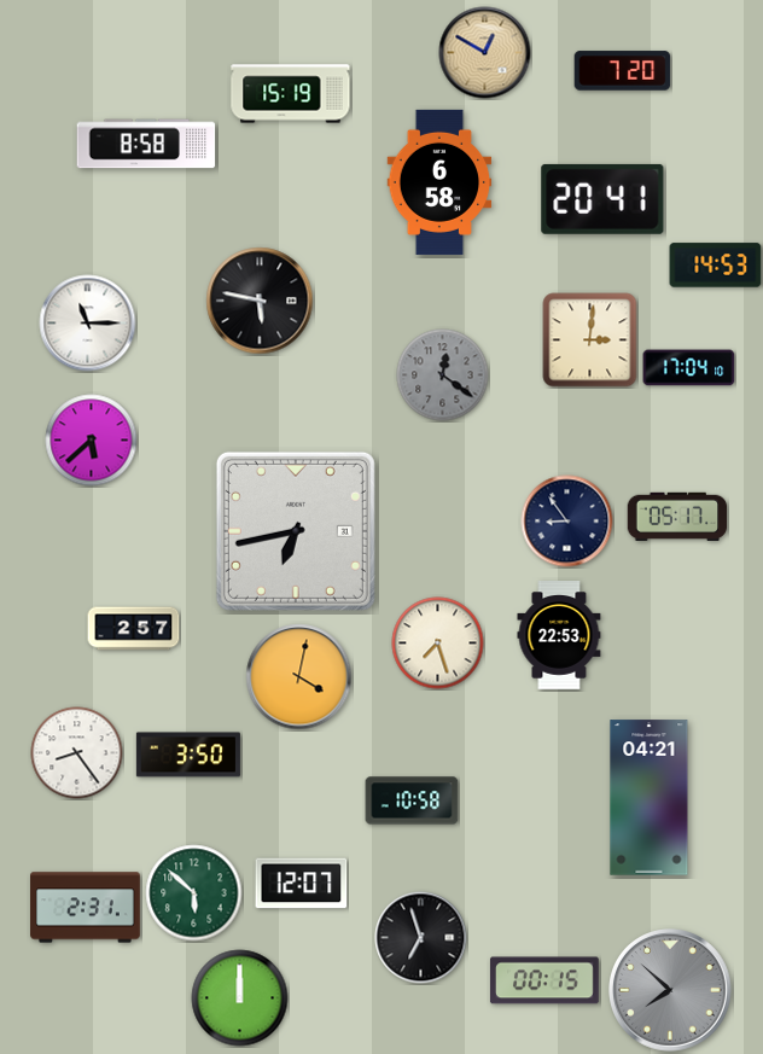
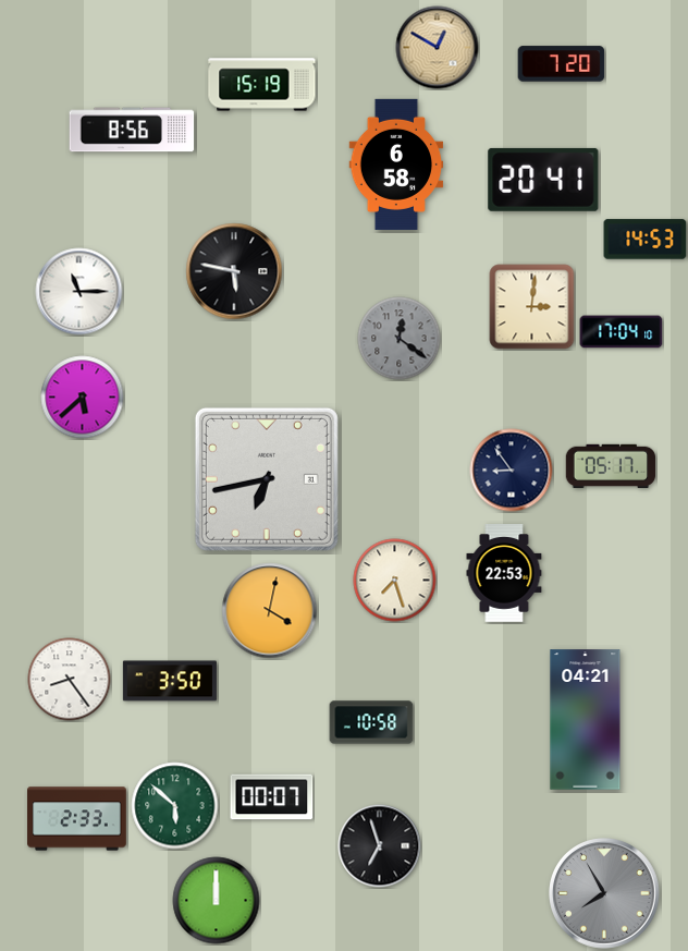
clock at (146, 144): 8:58 -> 8:56
clock at (134, 629): 2:57 -> none
clock at (302, 884): 12:07 -> 00:07
clock at (86, 908): 2:31 -> 2:33
clock at (544, 980): 00:15 -> none
clock at (670, 990): 7:52 -> 7:55
